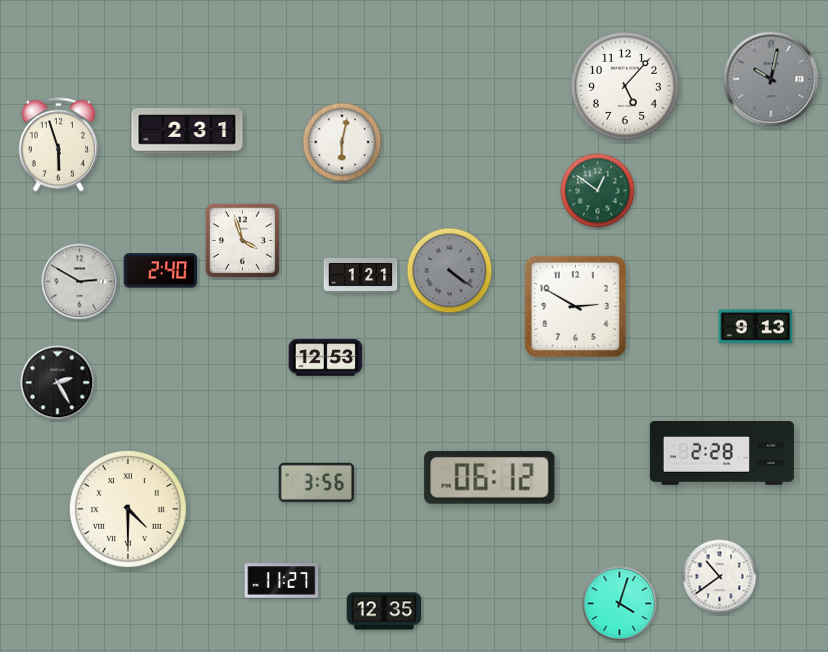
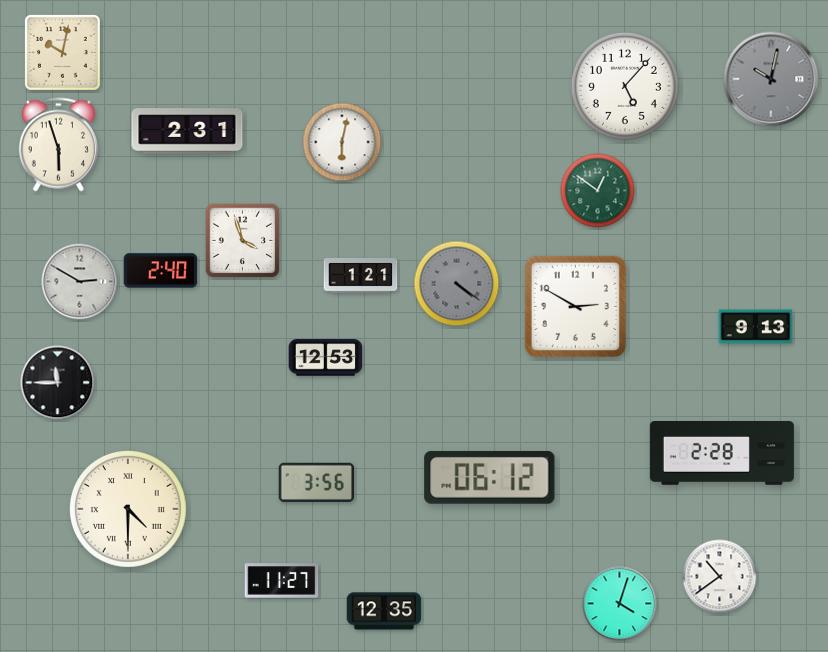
clock at (62, 52): none -> 10:02
clock at (450, 271) position: (450, 271) -> (457, 284)
clock at (58, 383): 2:25 -> 11:45
